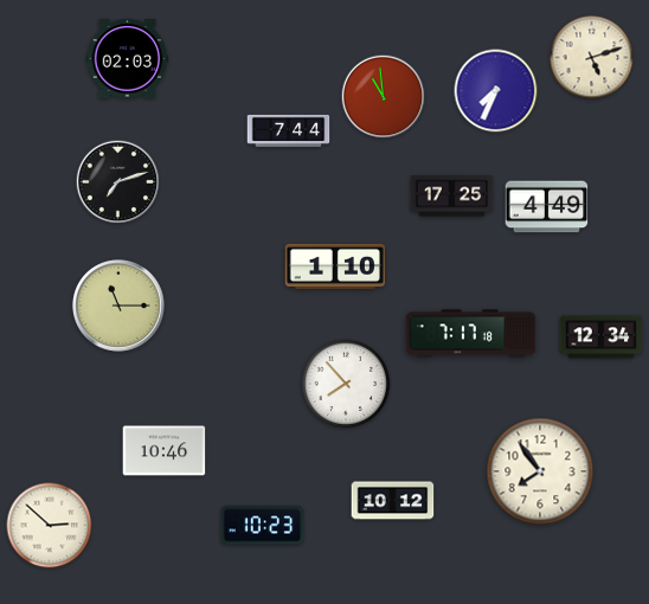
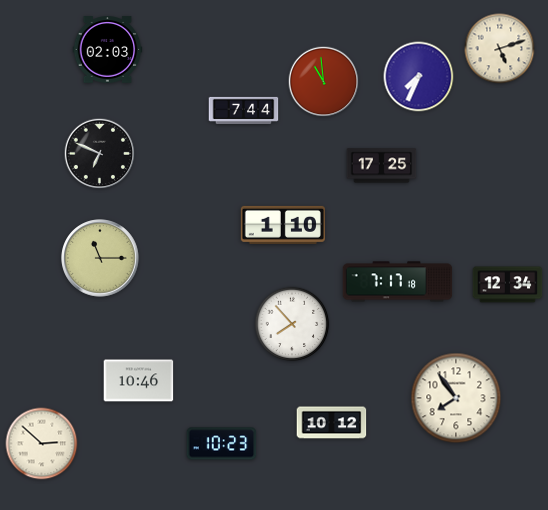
clock at (118, 182): 7:12 -> 6:49
clock at (547, 207): 4:49 -> none
